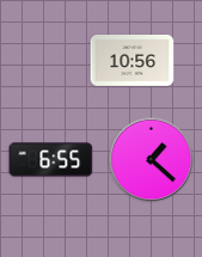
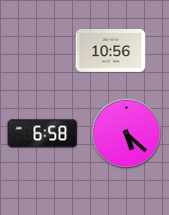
clock at (51, 160): 6:55 -> 6:58
clock at (152, 160): 1:22 -> 5:22
